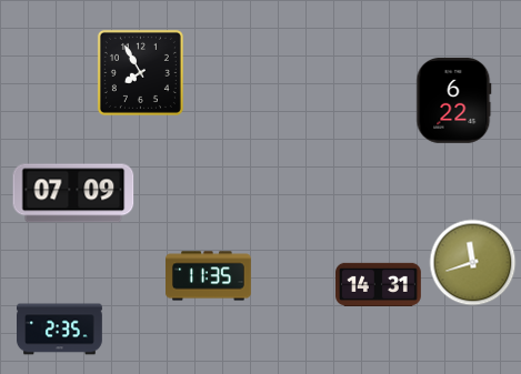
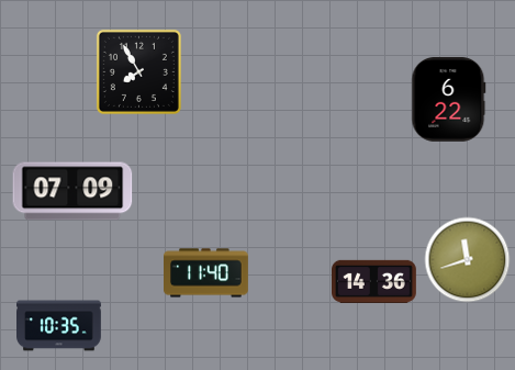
clock at (209, 276): 11:35 -> 11:40
clock at (379, 284): 14:31 -> 14:36
clock at (60, 330): 2:35 -> 10:35
